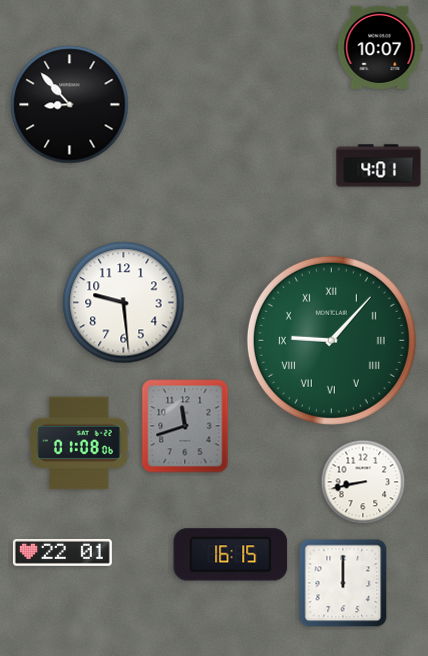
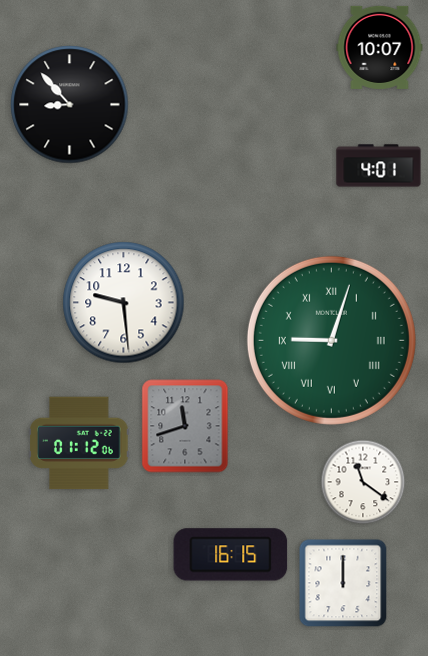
clock at (331, 340): 9:07 -> 9:03
clock at (79, 443): 01:08 -> 01:12
clock at (363, 482): 8:43 -> 11:21
clock at (62, 552): 22:01 -> none
